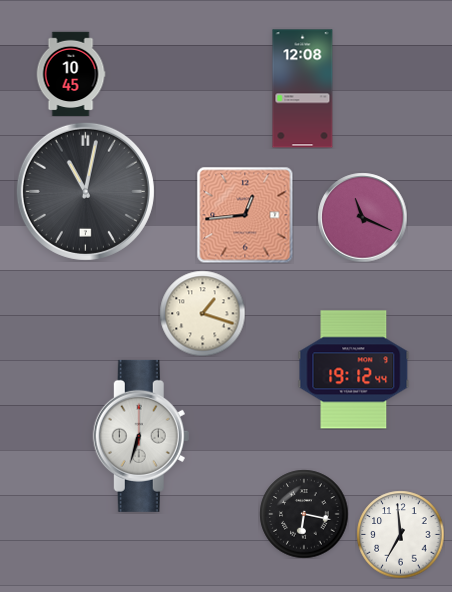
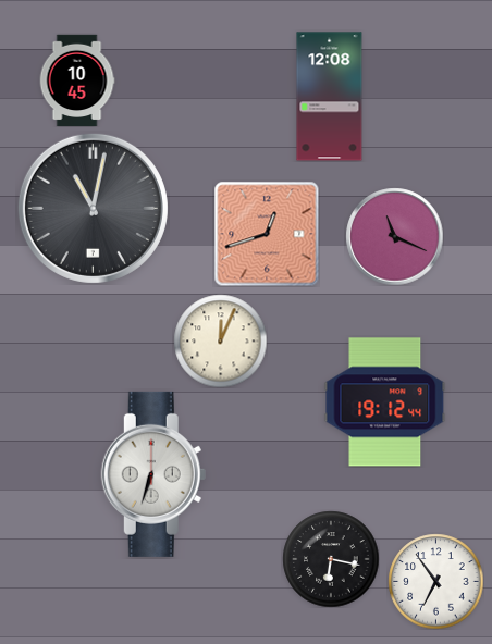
clock at (245, 215): 12:44 -> 12:42
clock at (202, 313): 1:18 -> 12:04
clock at (400, 534): 6:59 -> 6:54
